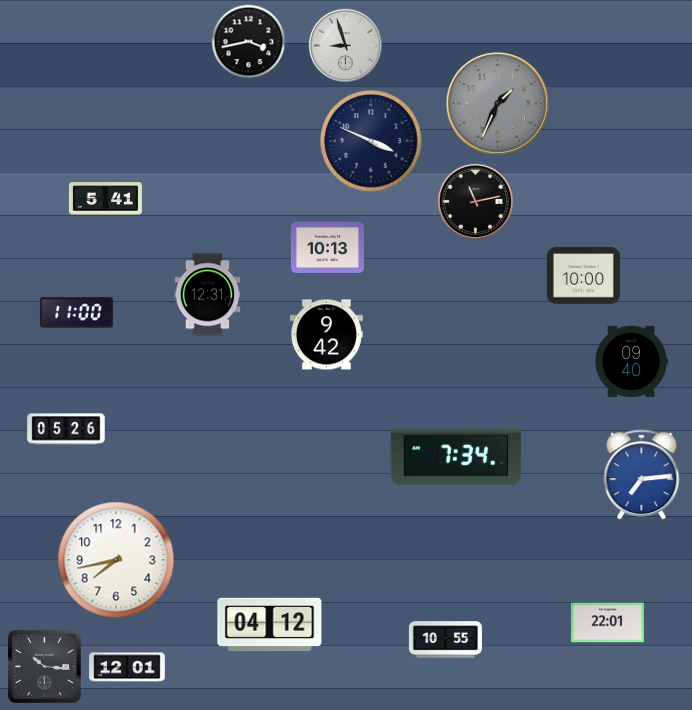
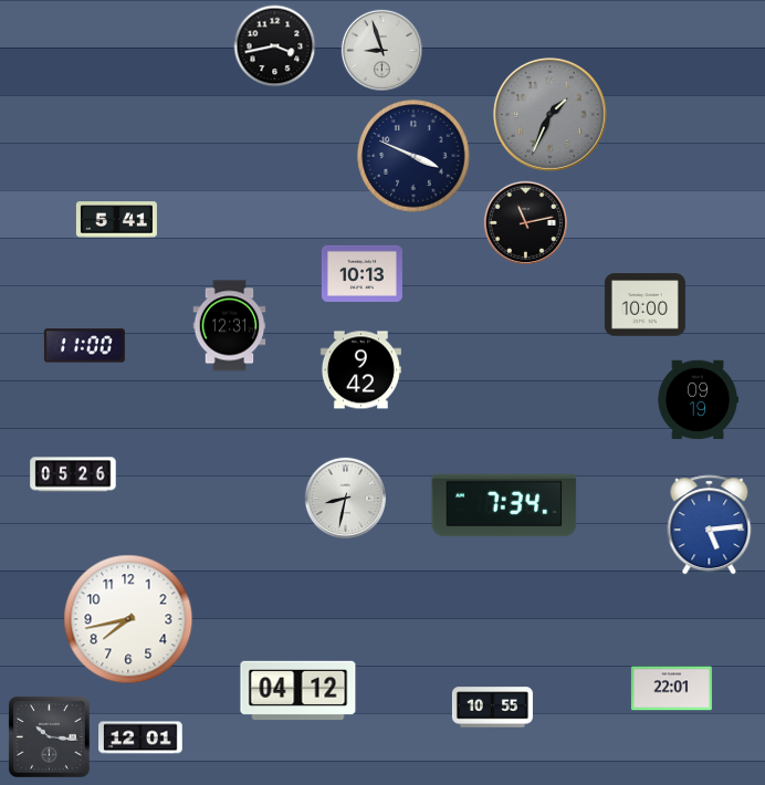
clock at (371, 141) position: (371, 141) -> (413, 156)
clock at (631, 362): 09:40 -> 09:19
clock at (345, 498): none -> 8:32
clock at (642, 475): 7:14 -> 5:14
